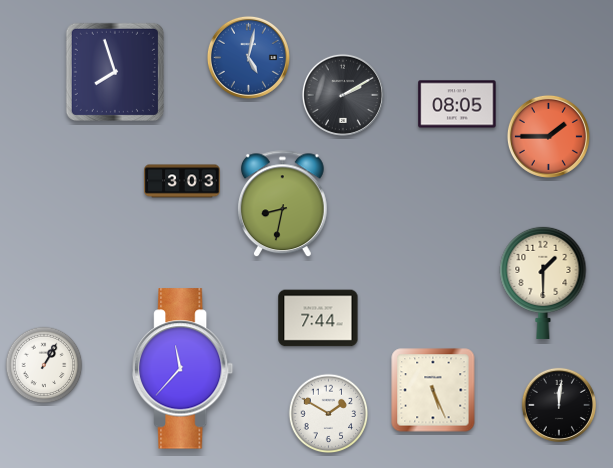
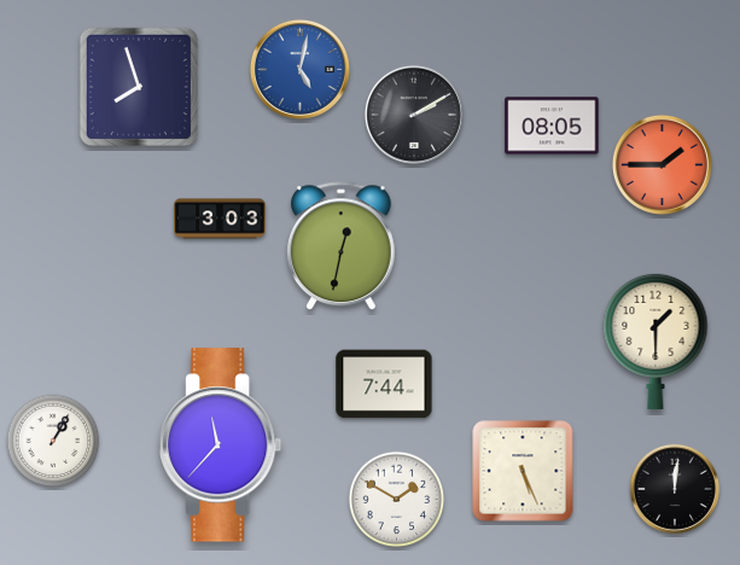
clock at (282, 204): 8:32 -> 12:32
